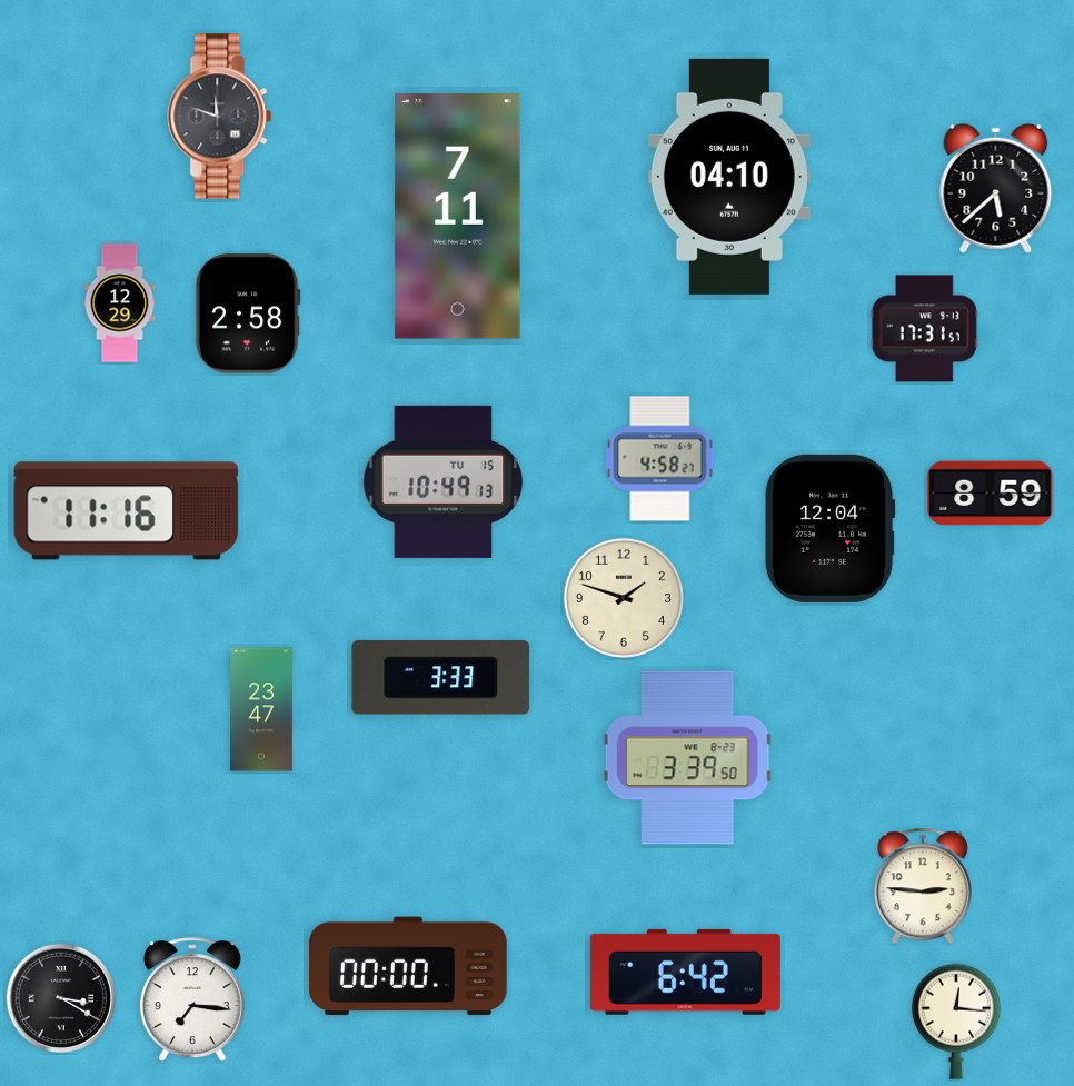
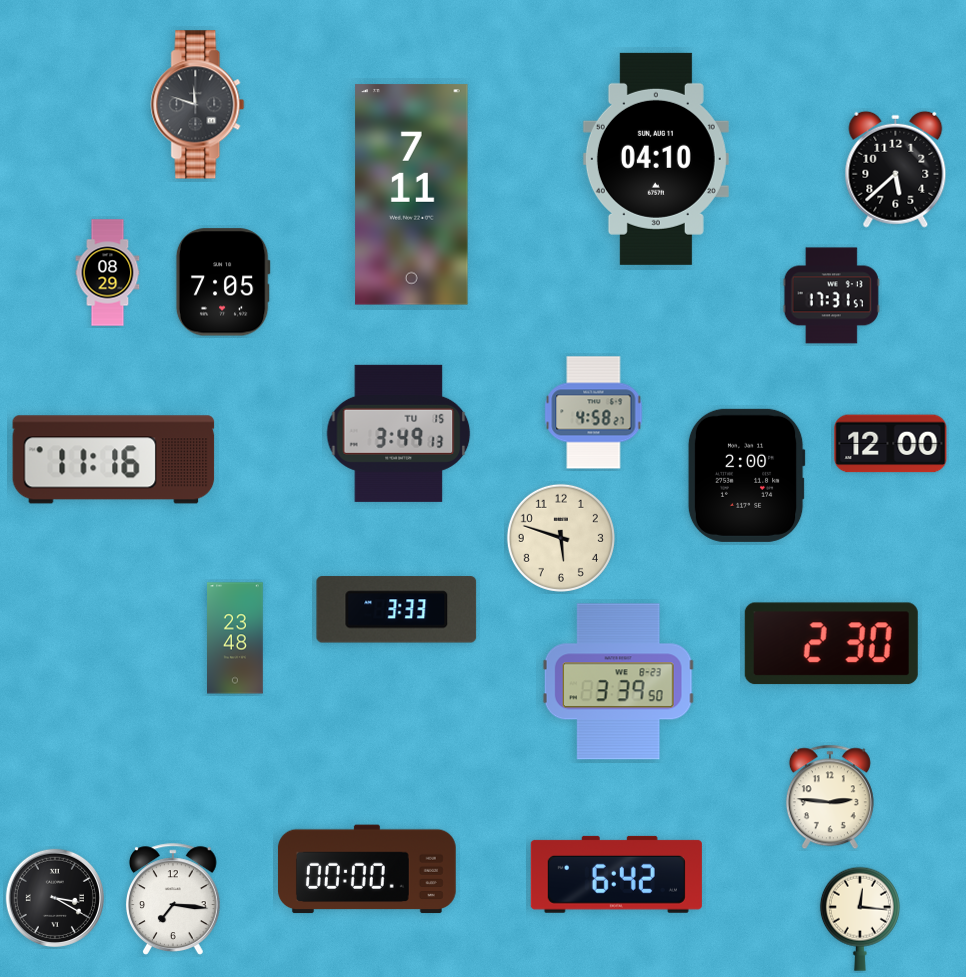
clock at (120, 303): 12:29 -> 08:29
clock at (248, 313): 2:58 -> 7:05
clock at (444, 481): 10:49 -> 3:49
clock at (991, 494): 8:59 -> 12:00
clock at (829, 528): 12:04 -> 2:00
clock at (624, 598): 1:48 -> 5:48
clock at (262, 709): 23:47 -> 23:48
clock at (831, 644): none -> 2:30
